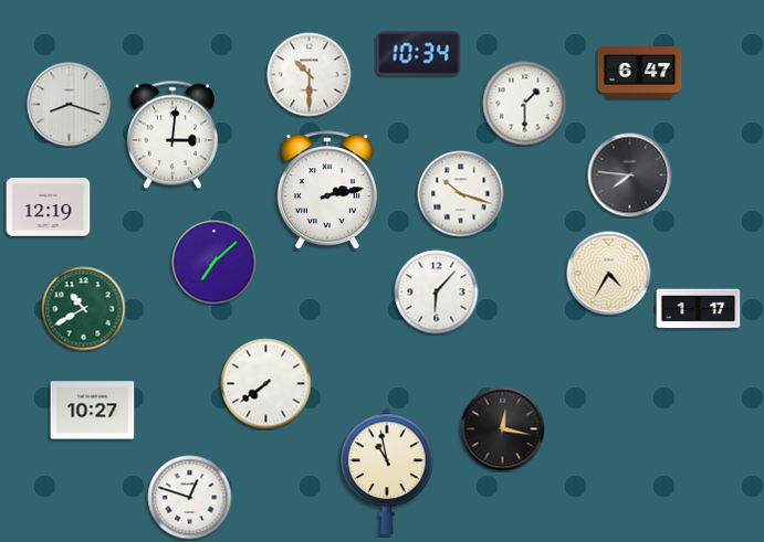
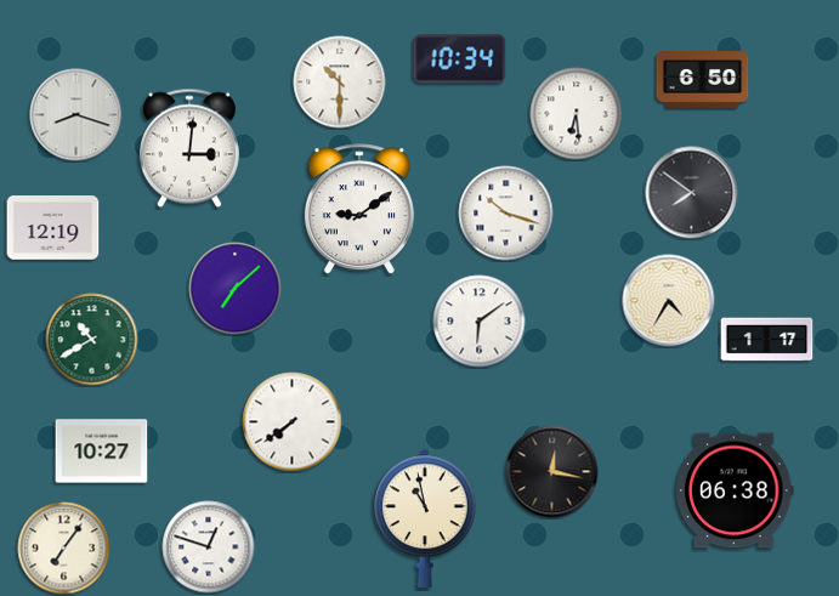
clock at (640, 73): 6:47 -> 6:50
clock at (525, 104): 1:30 -> 6:29
clock at (630, 176): 7:46 -> 7:51
clock at (327, 191): 2:13 -> 9:09
clock at (437, 293): 6:07 -> 6:09
clock at (736, 490): none -> 06:38
clock at (64, 549): none -> 7:06
